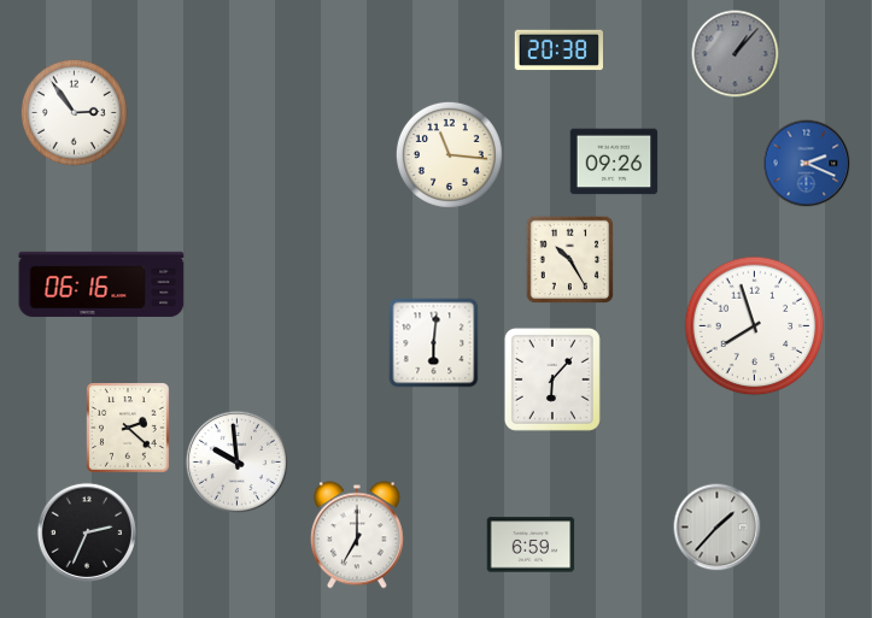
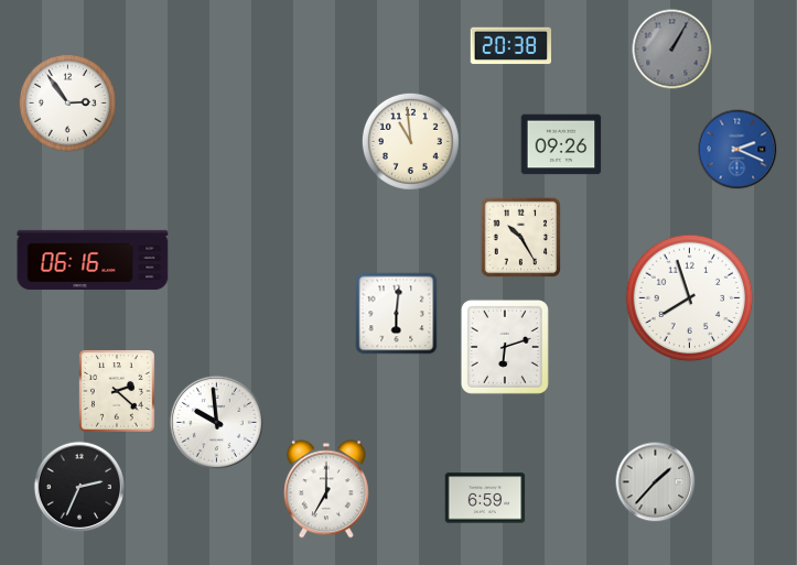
clock at (736, 54): 1:07 -> 1:05
clock at (449, 154): 11:16 -> 10:59
clock at (614, 161) position: (614, 161) -> (561, 144)
clock at (552, 379): 6:07 -> 6:12
